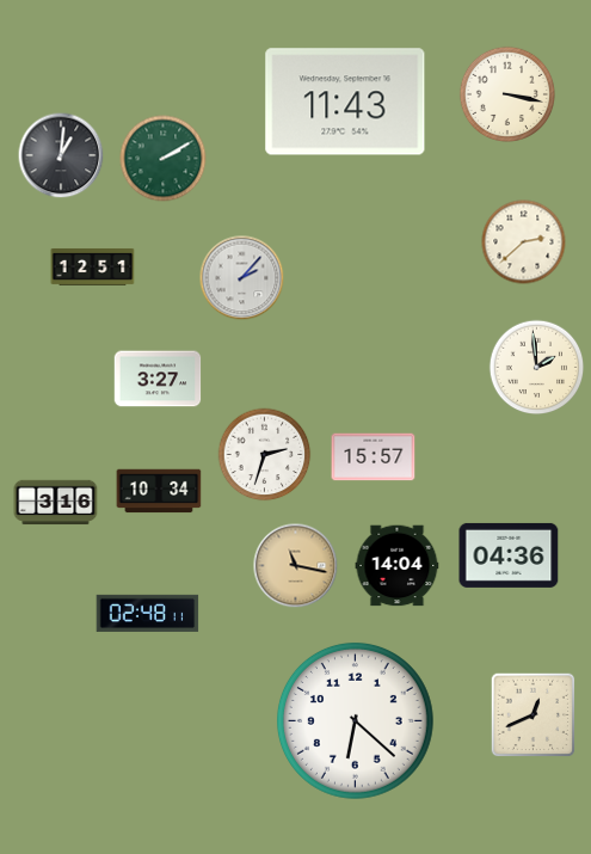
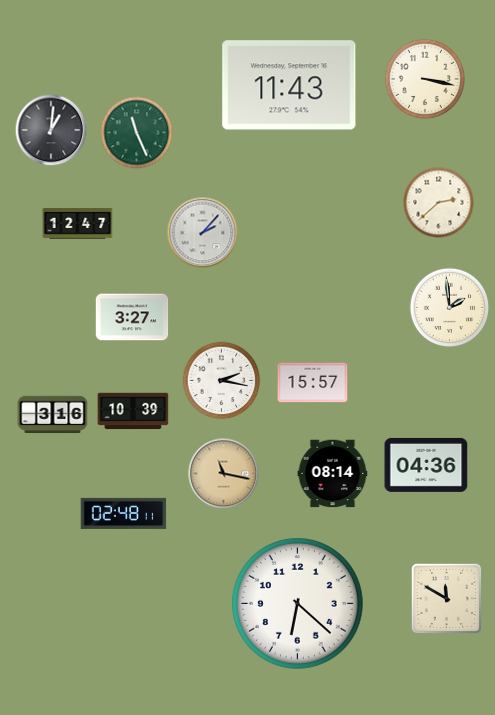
clock at (164, 159): 2:10 -> 11:26
clock at (93, 266): 12:51 -> 12:47
clock at (265, 455): 2:33 -> 2:17
clock at (159, 491): 10:34 -> 10:39
clock at (56, 503) position: (56, 503) -> (53, 415)
clock at (296, 566) position: (296, 566) -> (224, 474)
clock at (398, 566): 14:04 -> 08:14
clock at (534, 715): 12:41 -> 11:50
